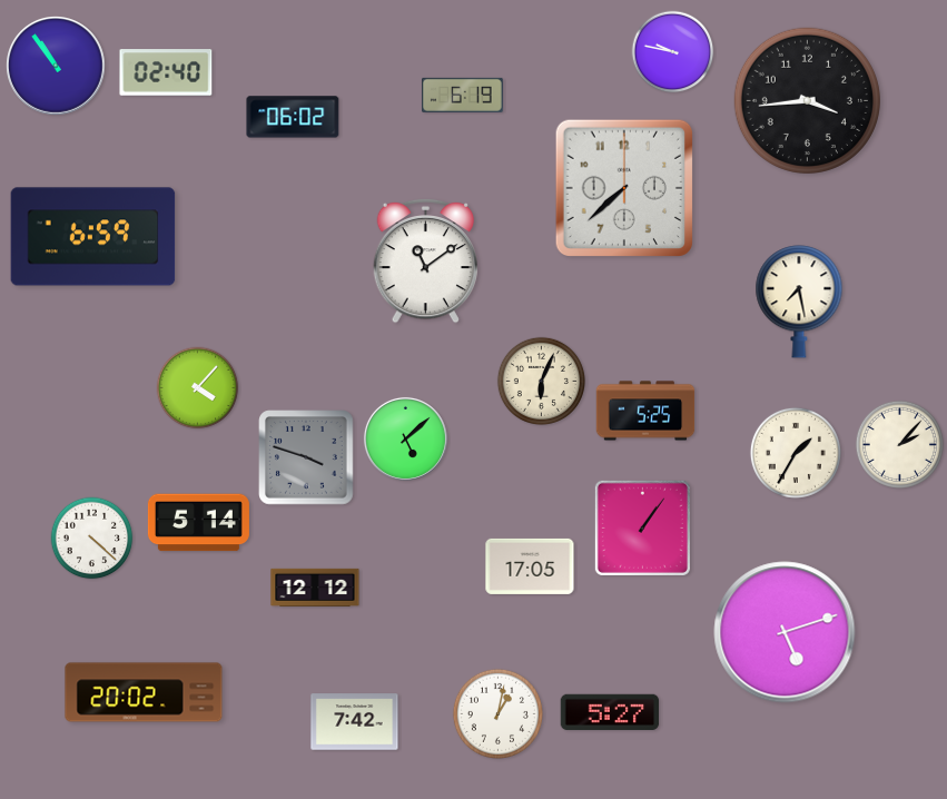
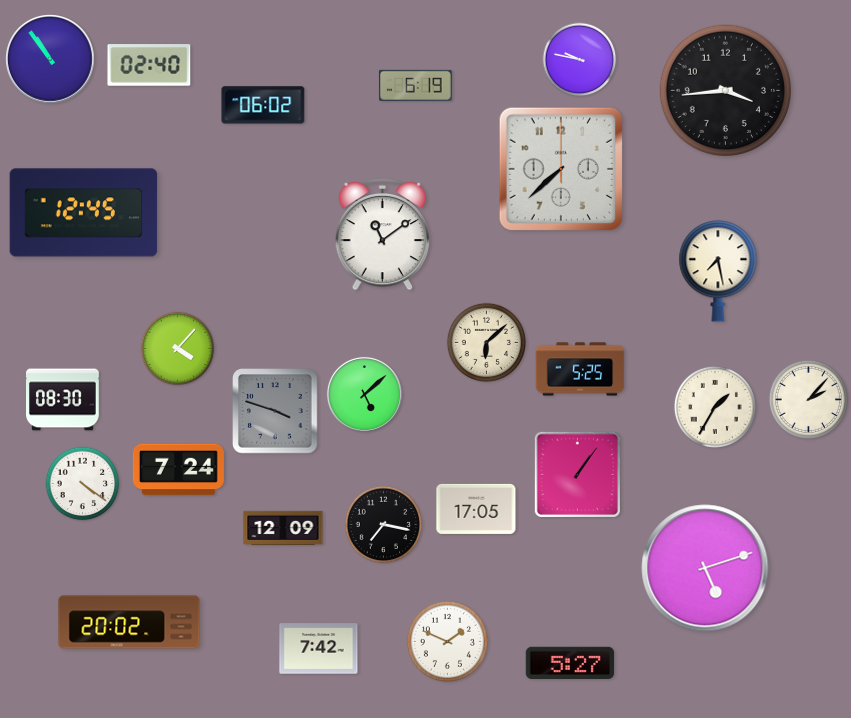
clock at (673, 52) position: (673, 52) -> (580, 60)
clock at (93, 237): 6:59 -> 12:45
clock at (541, 381): 6:04 -> 6:08
clock at (63, 400): none -> 08:30
clock at (198, 523): 5:14 -> 7:24
clock at (92, 539): 4:22 -> 4:21
clock at (384, 525): none -> 7:17
clock at (315, 588): 12:12 -> 12:09
clock at (610, 711) position: (610, 711) -> (570, 662)
clock at (497, 713): 1:02 -> 1:49
